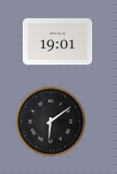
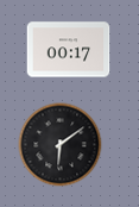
clock at (58, 42): 19:01 -> 00:17
